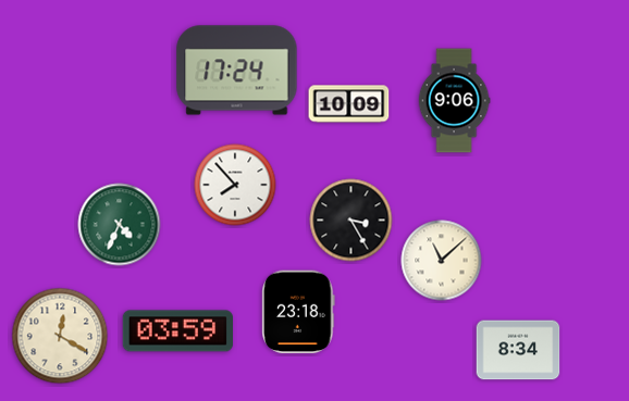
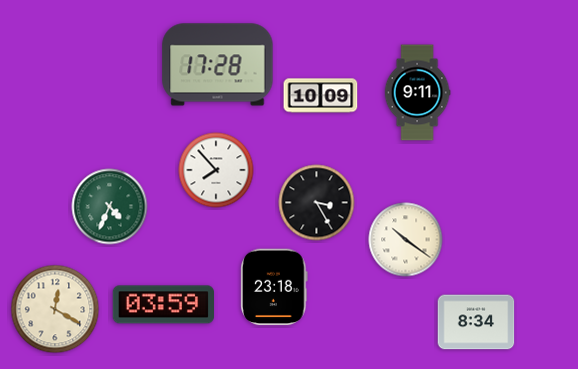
clock at (237, 71): 17:24 -> 17:28
clock at (454, 101): 9:06 -> 9:11
clock at (351, 221) position: (351, 221) -> (317, 203)
clock at (442, 261): 11:08 -> 10:21
